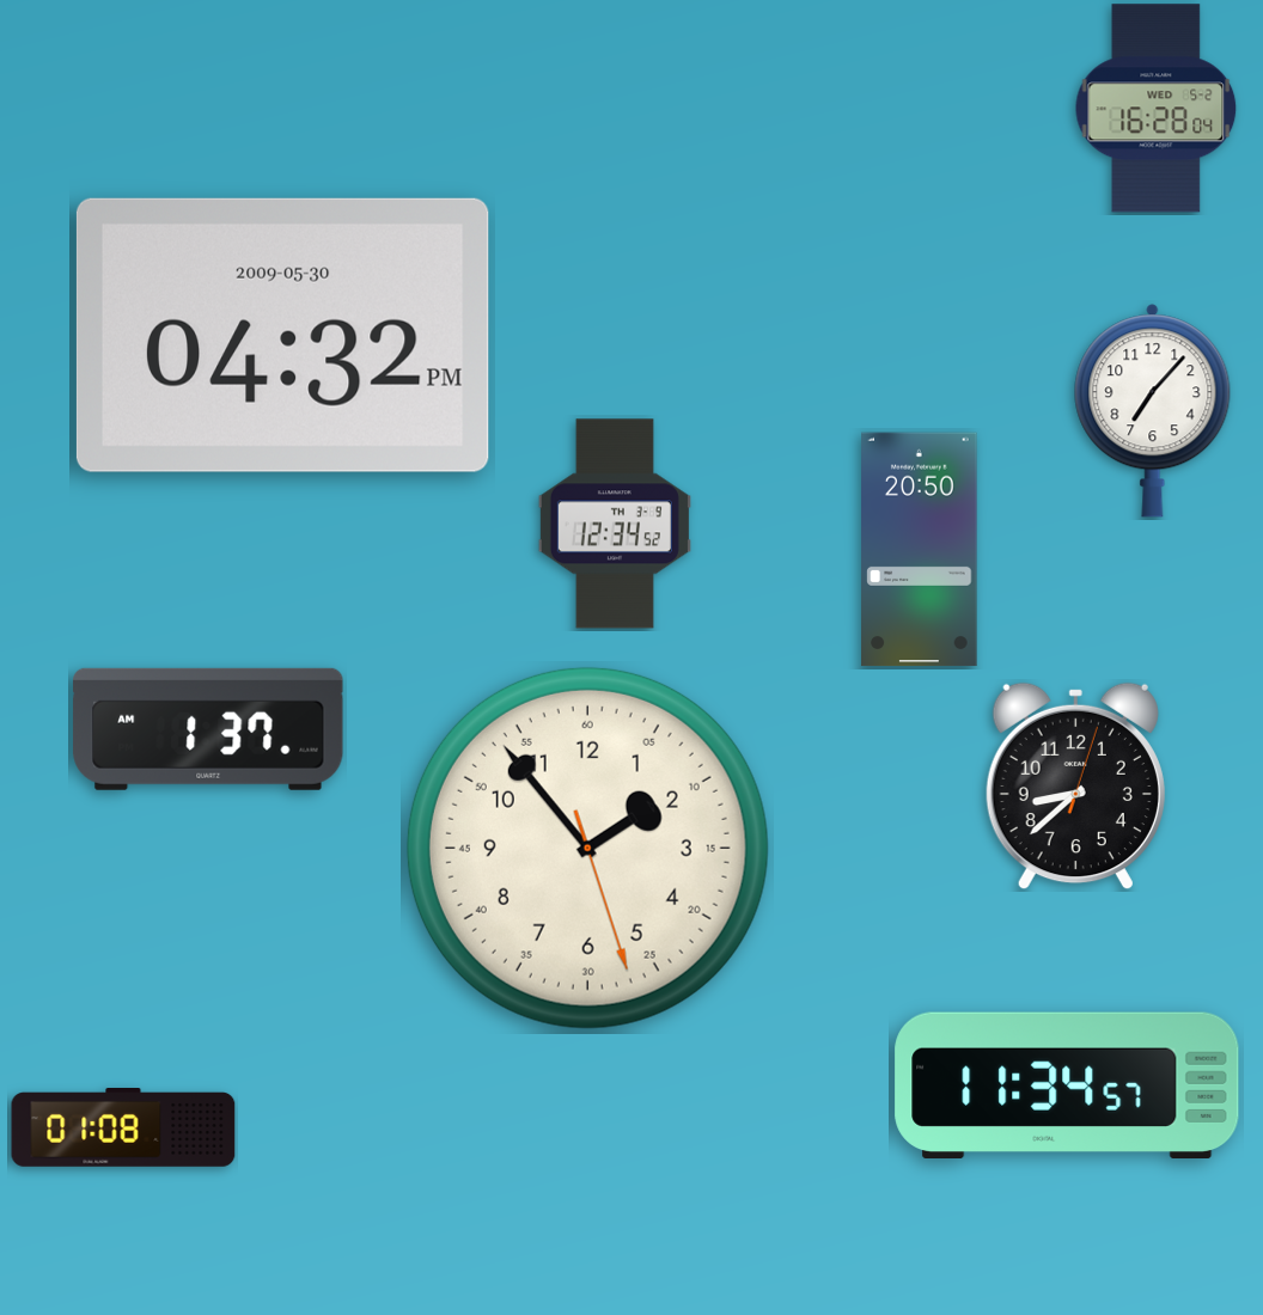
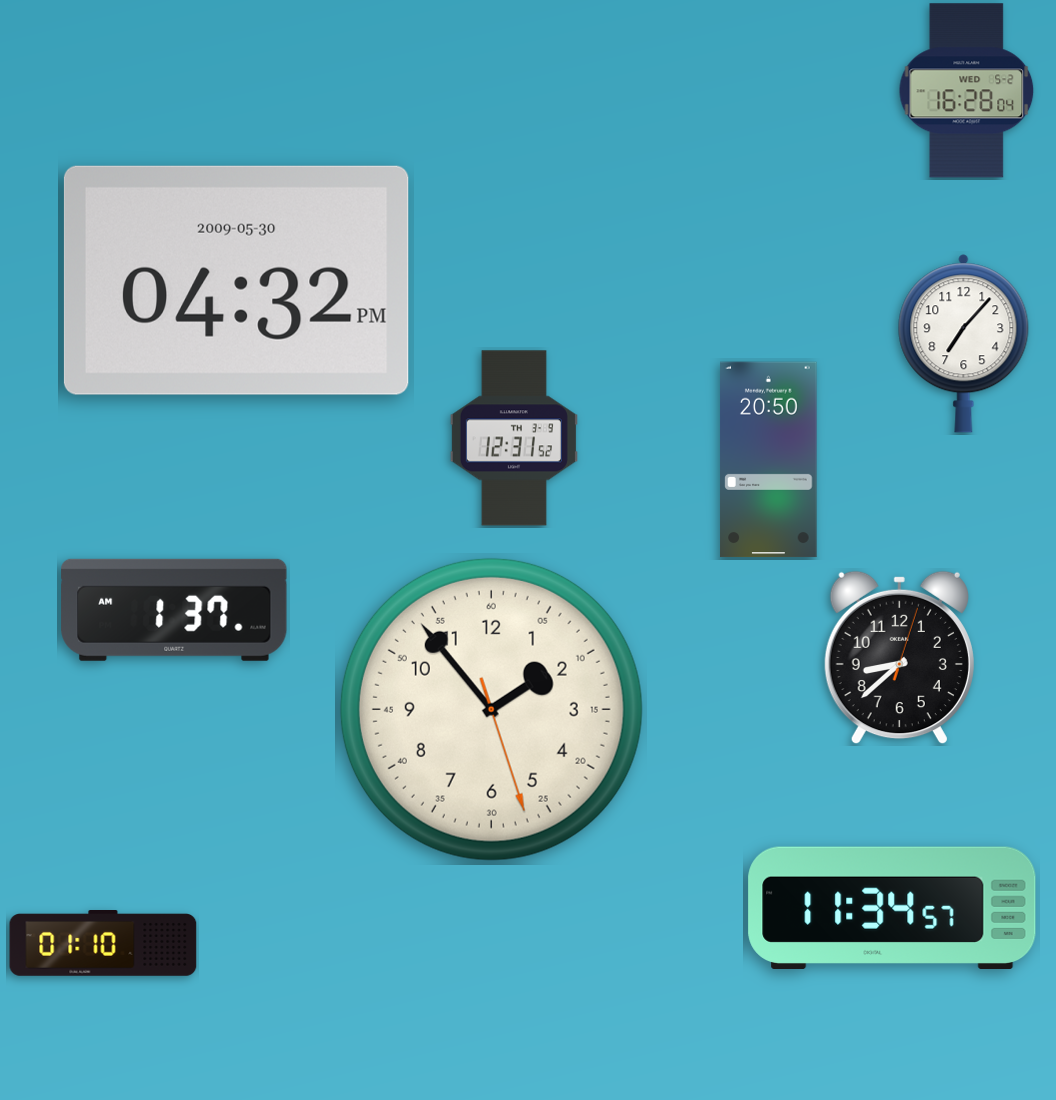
clock at (615, 524): 12:34 -> 12:31
clock at (123, 1127): 01:08 -> 01:10
